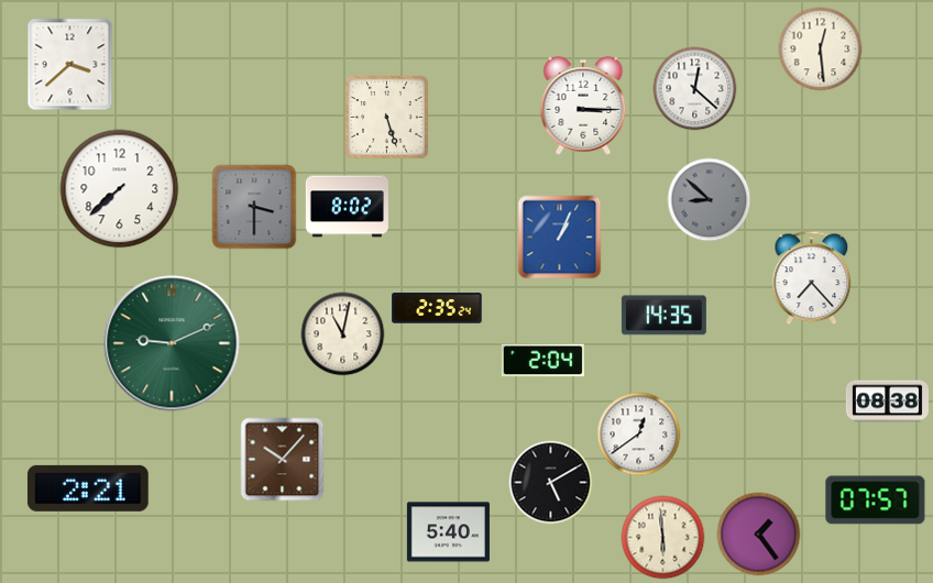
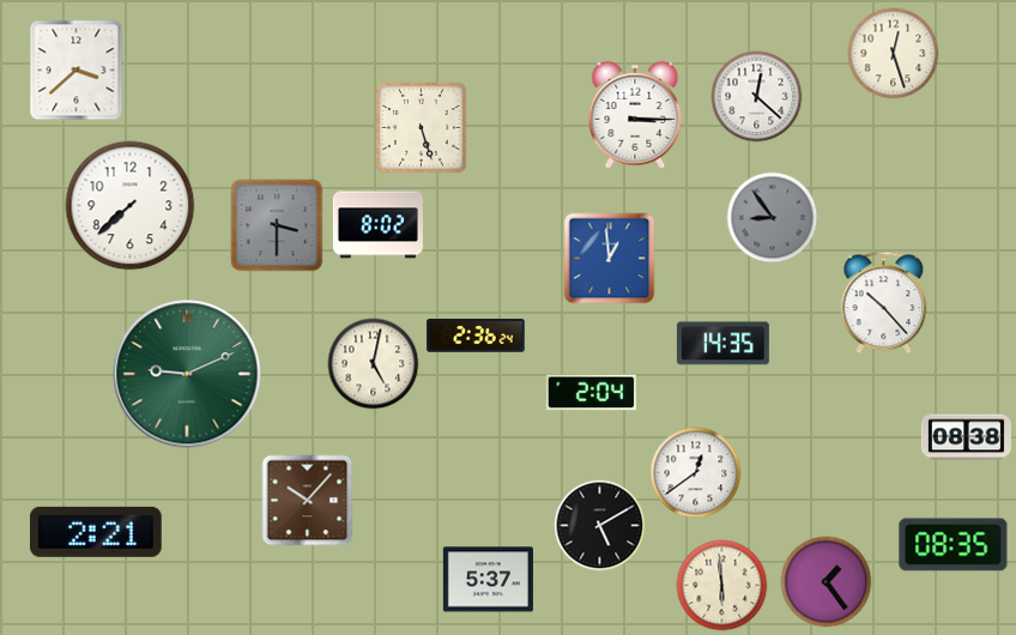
clock at (821, 50): 12:29 -> 12:27
clock at (710, 200): 8:52 -> 8:54
clock at (560, 238): 1:04 -> 12:59
clock at (812, 278): 7:23 -> 10:23
clock at (437, 308): 2:35 -> 2:36
clock at (343, 334): 11:02 -> 5:02
clock at (876, 501): 07:57 -> 08:35
clock at (448, 532): 5:40 -> 5:37
